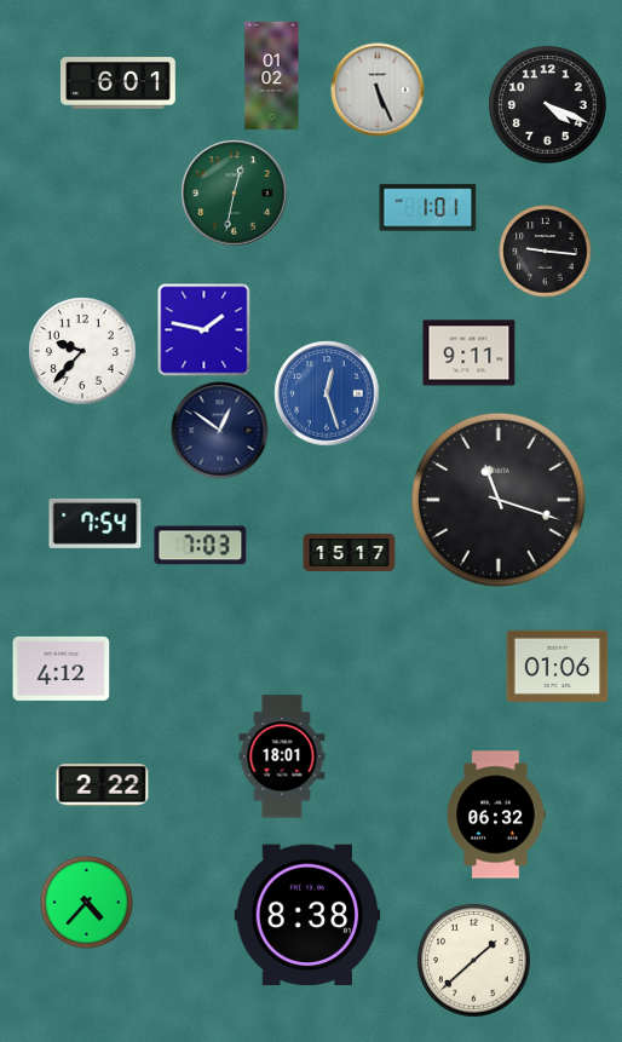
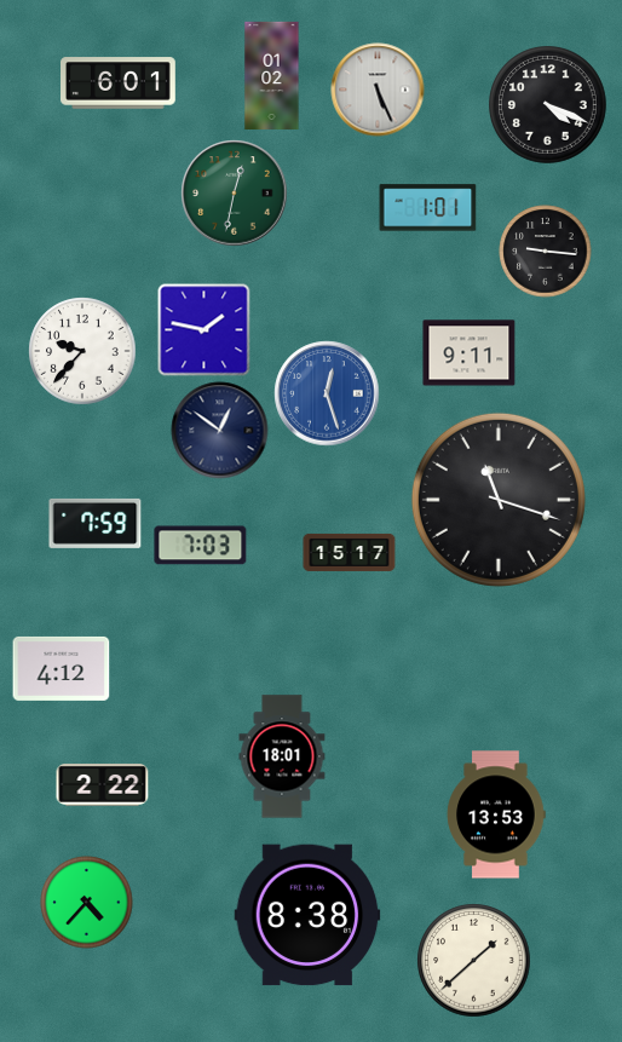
clock at (96, 523): 7:54 -> 7:59
clock at (558, 667): 01:06 -> none
clock at (496, 814): 06:32 -> 13:53
